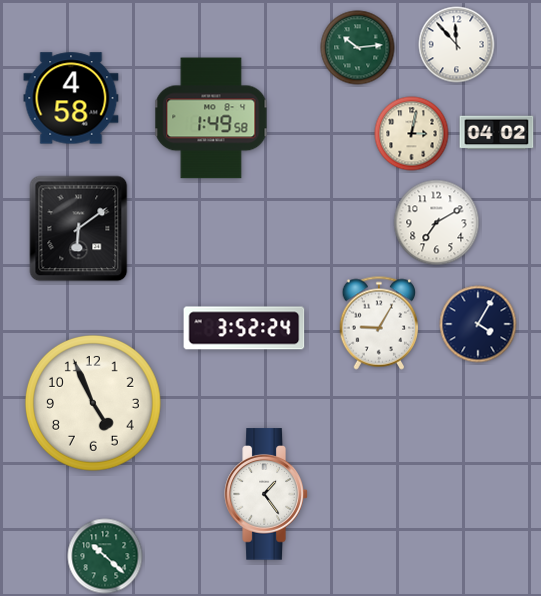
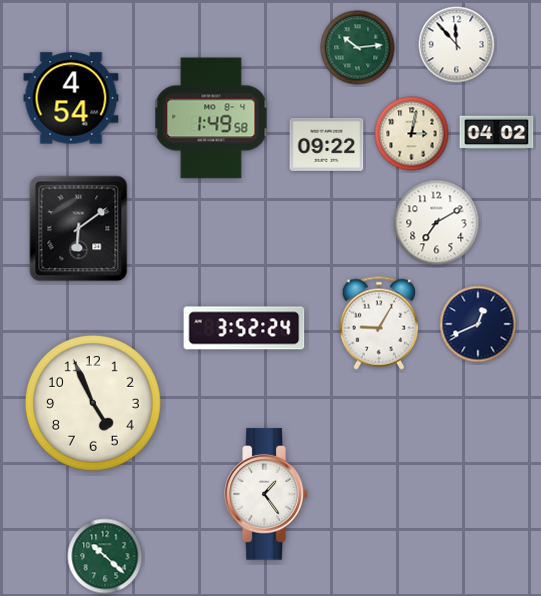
clock at (71, 98): 4:58 -> 4:54
clock at (327, 144): none -> 09:22
clock at (478, 324): 4:05 -> 12:41
